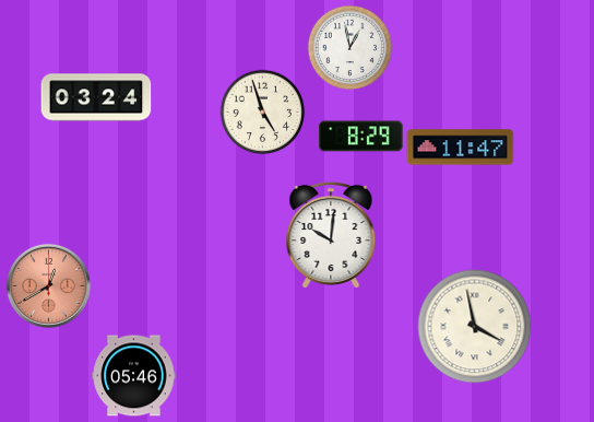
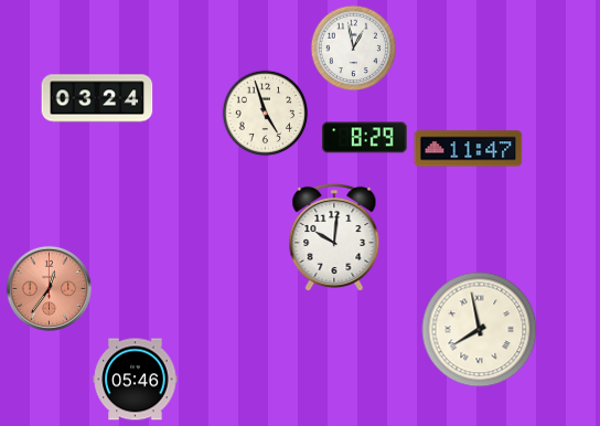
clock at (461, 148) position: (461, 148) -> (469, 149)
clock at (48, 285): 12:40 -> 12:36
clock at (475, 327): 3:58 -> 7:58
